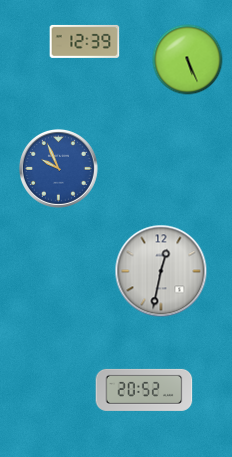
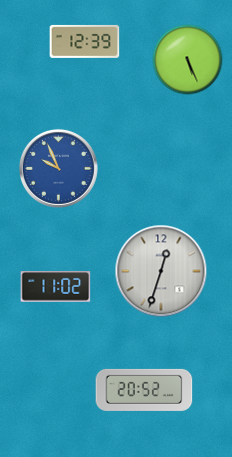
clock at (161, 271): 12:32 -> 12:33
clock at (56, 287): none -> 11:02
